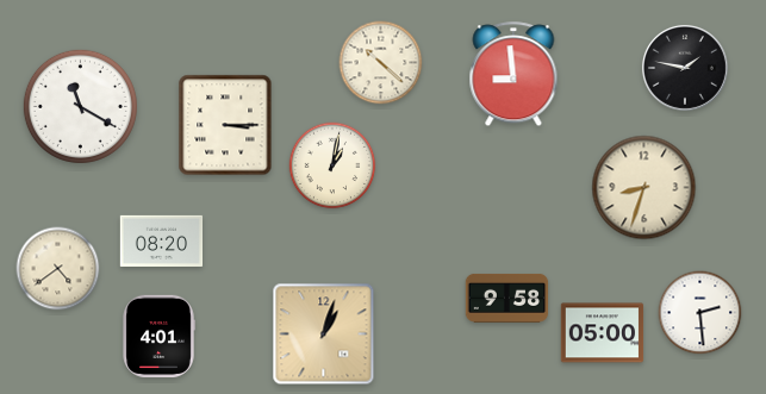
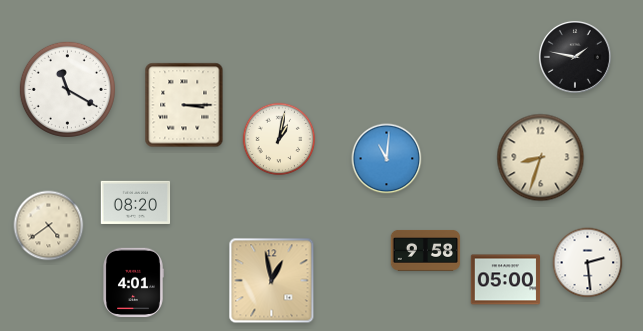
clock at (381, 63): 10:22 -> none
clock at (513, 75): 8:59 -> none
clock at (225, 125) position: (225, 125) -> (184, 105)
clock at (387, 159): none -> 11:01
clock at (324, 334): 1:03 -> 12:58
